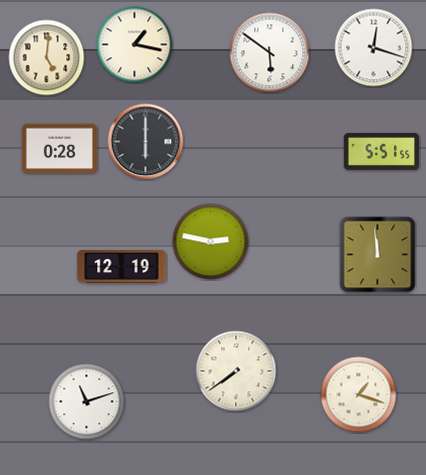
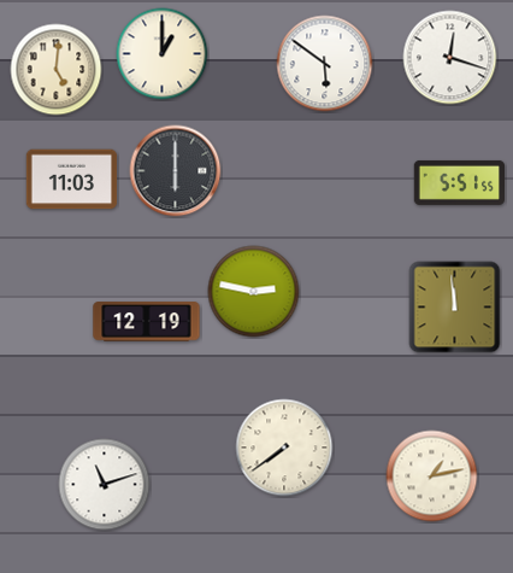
clock at (135, 45): 1:17 -> 1:00
clock at (60, 149): 0:28 -> 11:03
clock at (359, 395): 1:18 -> 1:13
